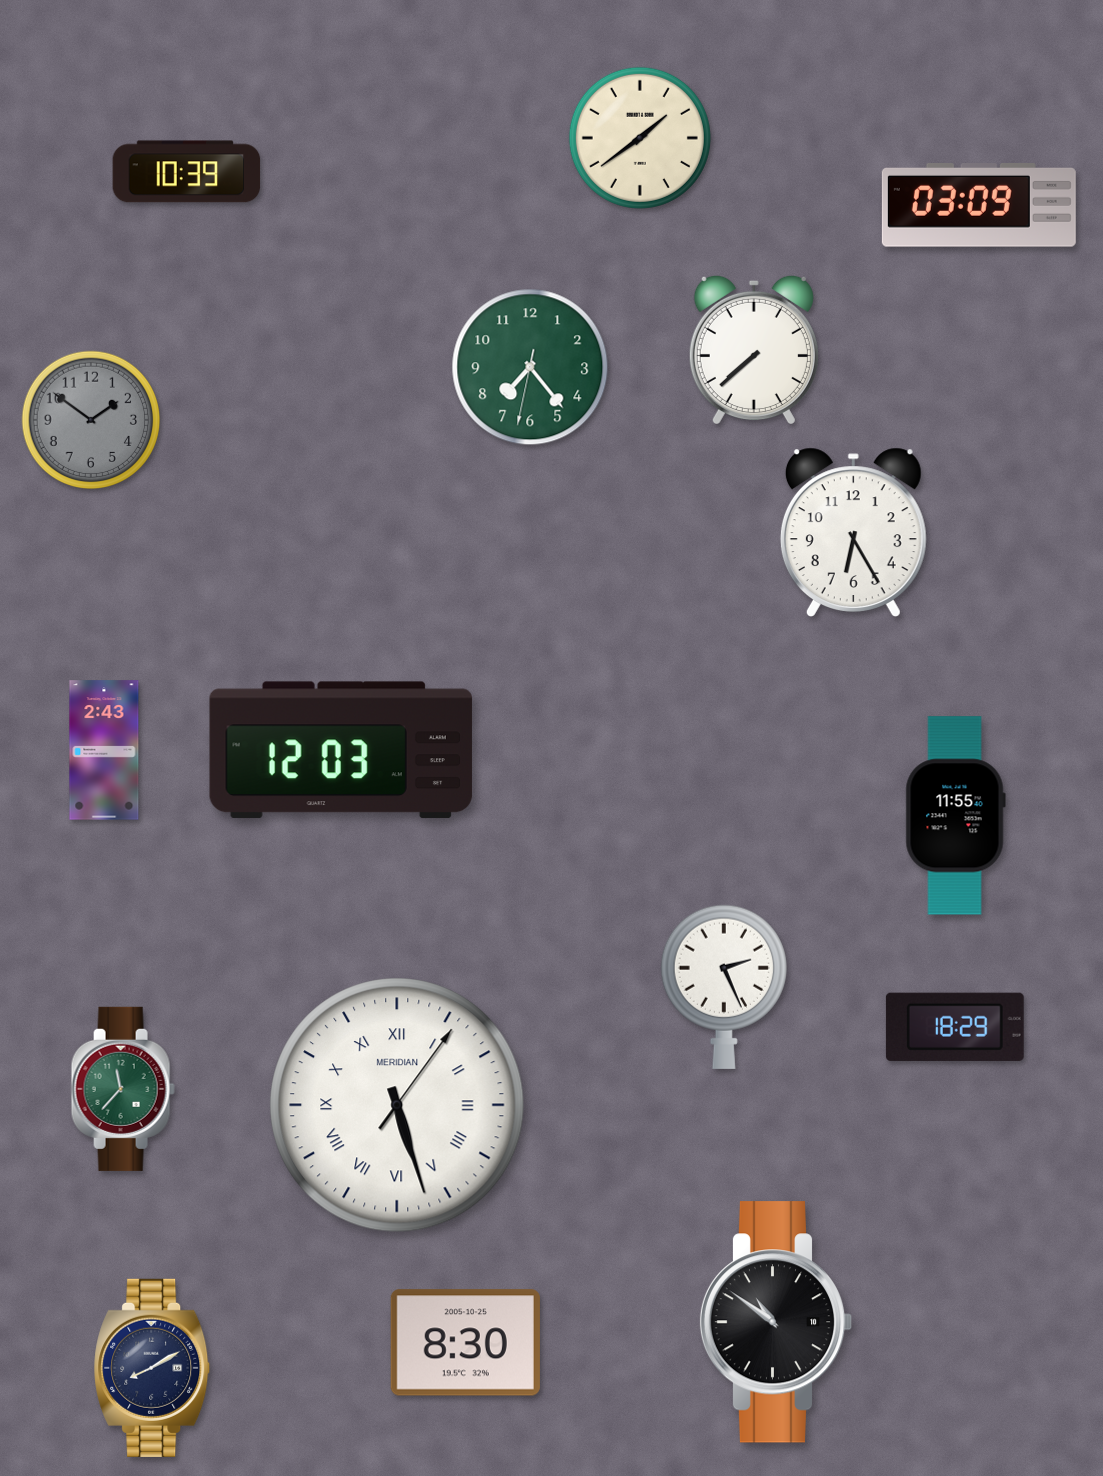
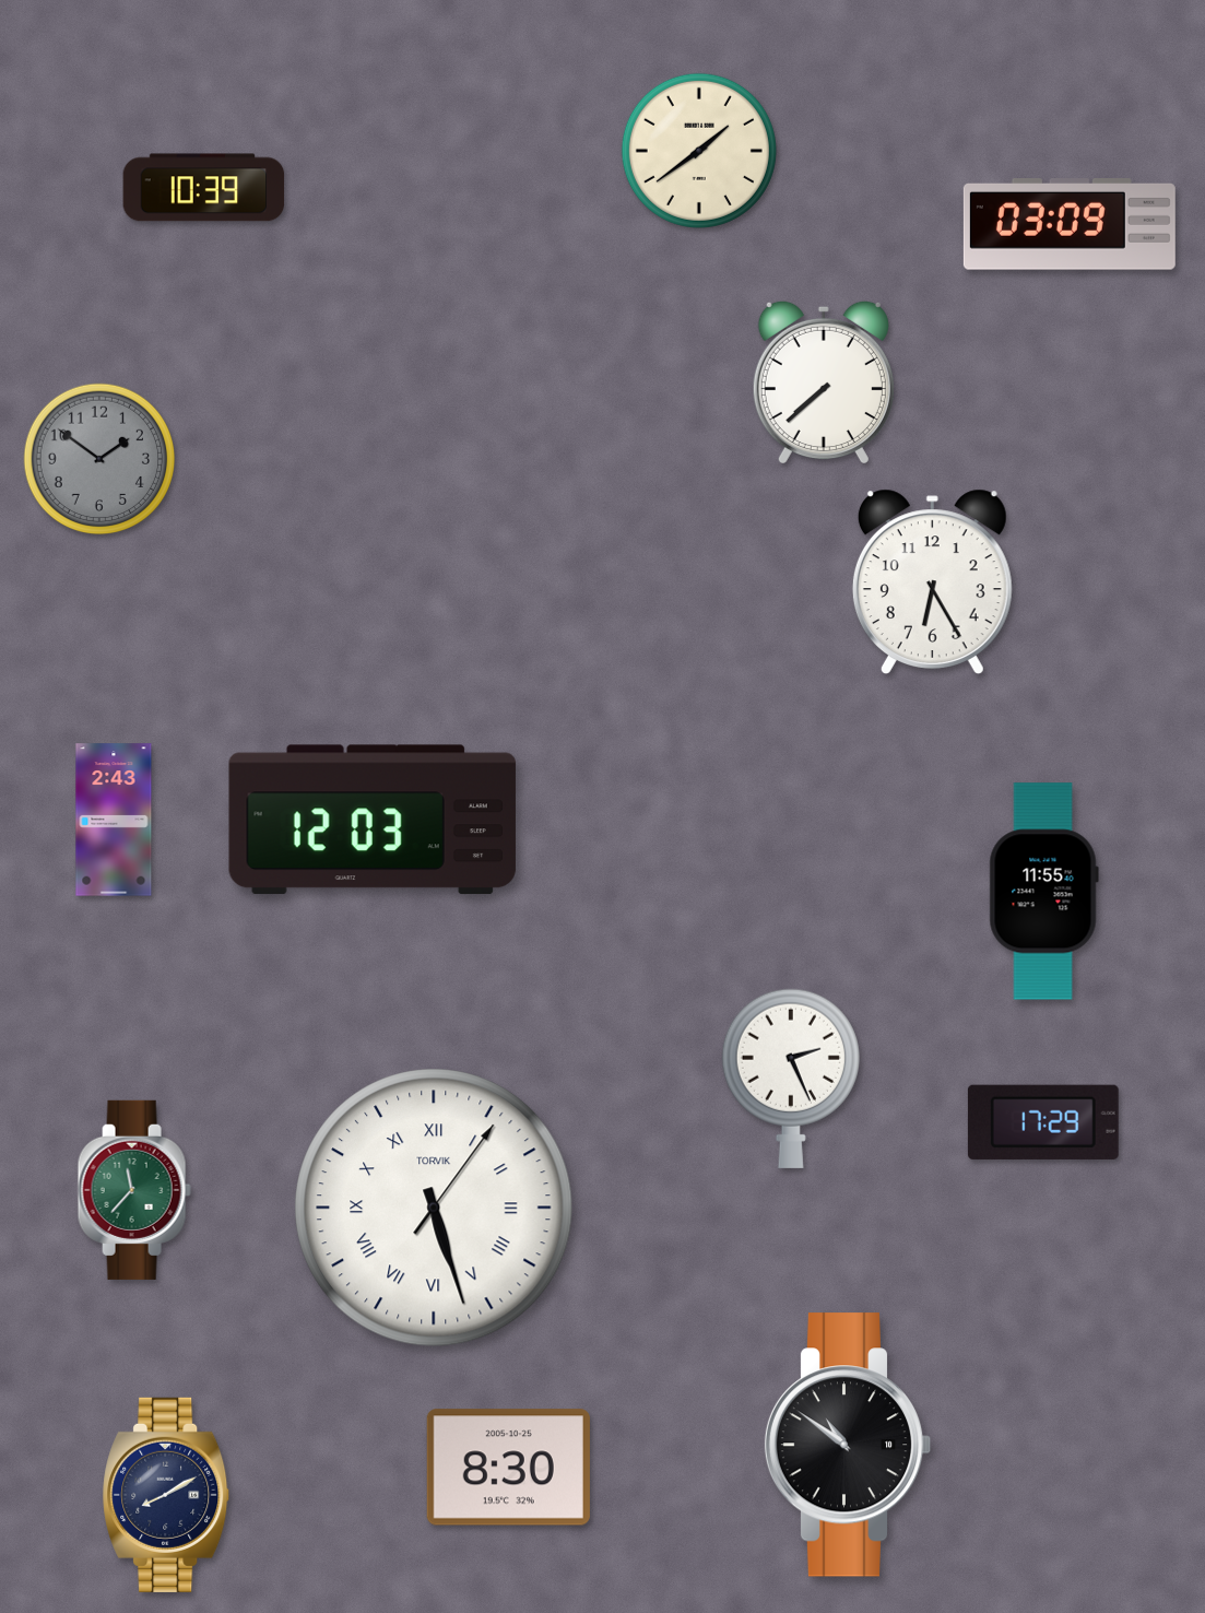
clock at (530, 367): 7:23 -> none
clock at (955, 1027): 18:29 -> 17:29
clock at (397, 1105) brand: MERIDIAN -> TORVIK
